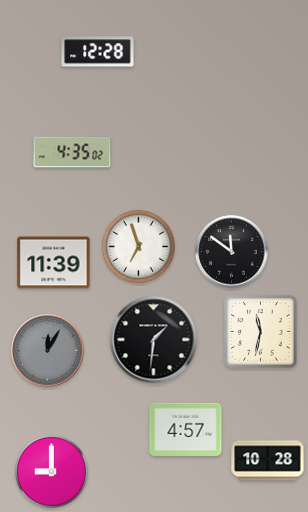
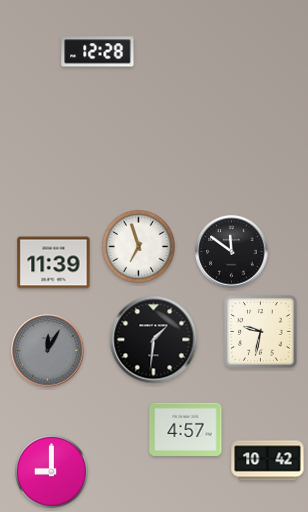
clock at (72, 152): 4:35 -> none
clock at (261, 332): 11:32 -> 9:32
clock at (268, 461): 10:28 -> 10:42
